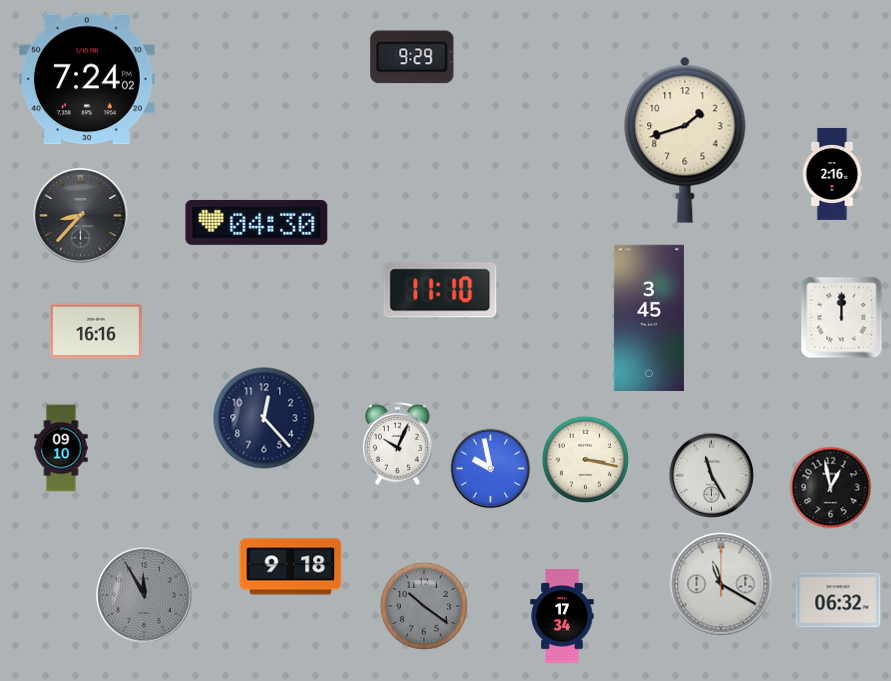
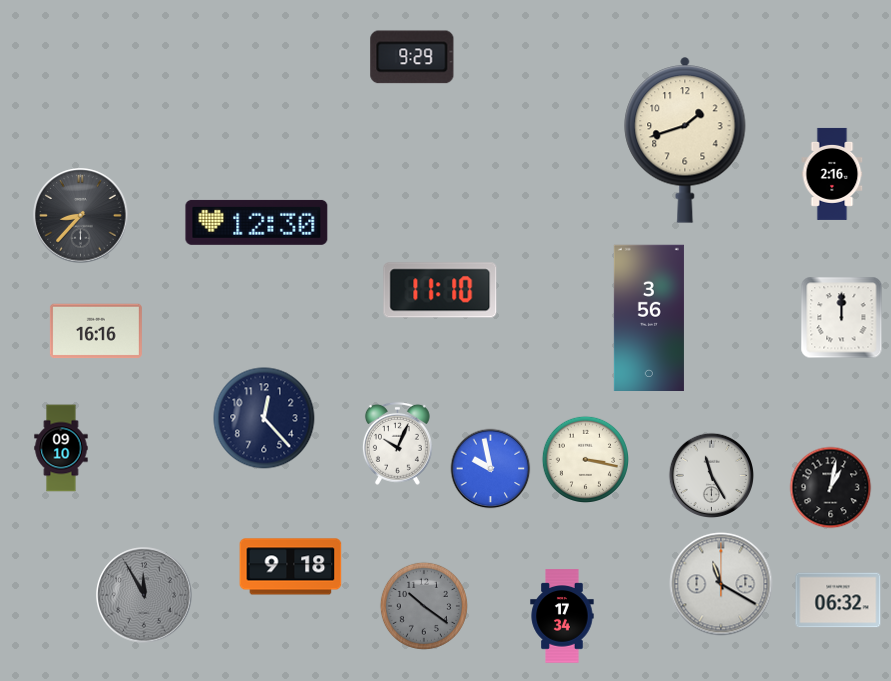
clock at (87, 79): 7:24 -> none
clock at (257, 222): 04:30 -> 12:30
clock at (649, 317): 3:45 -> 3:56
clock at (831, 488): 12:58 -> 1:02
